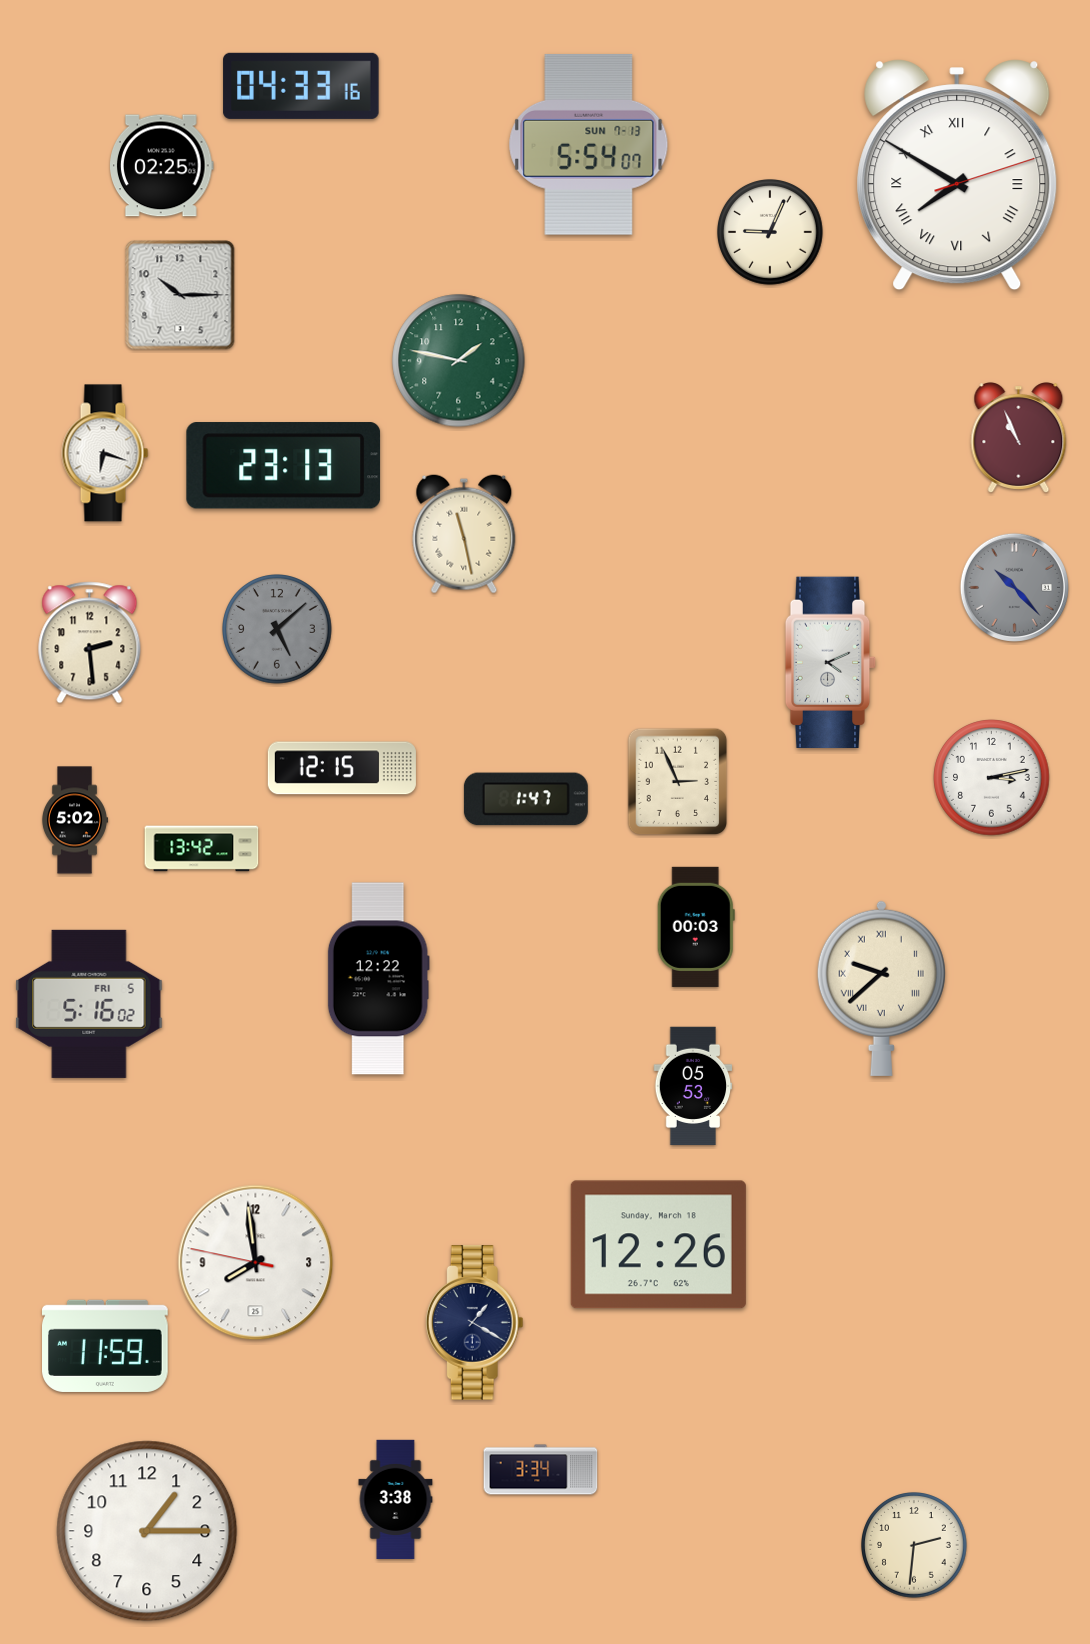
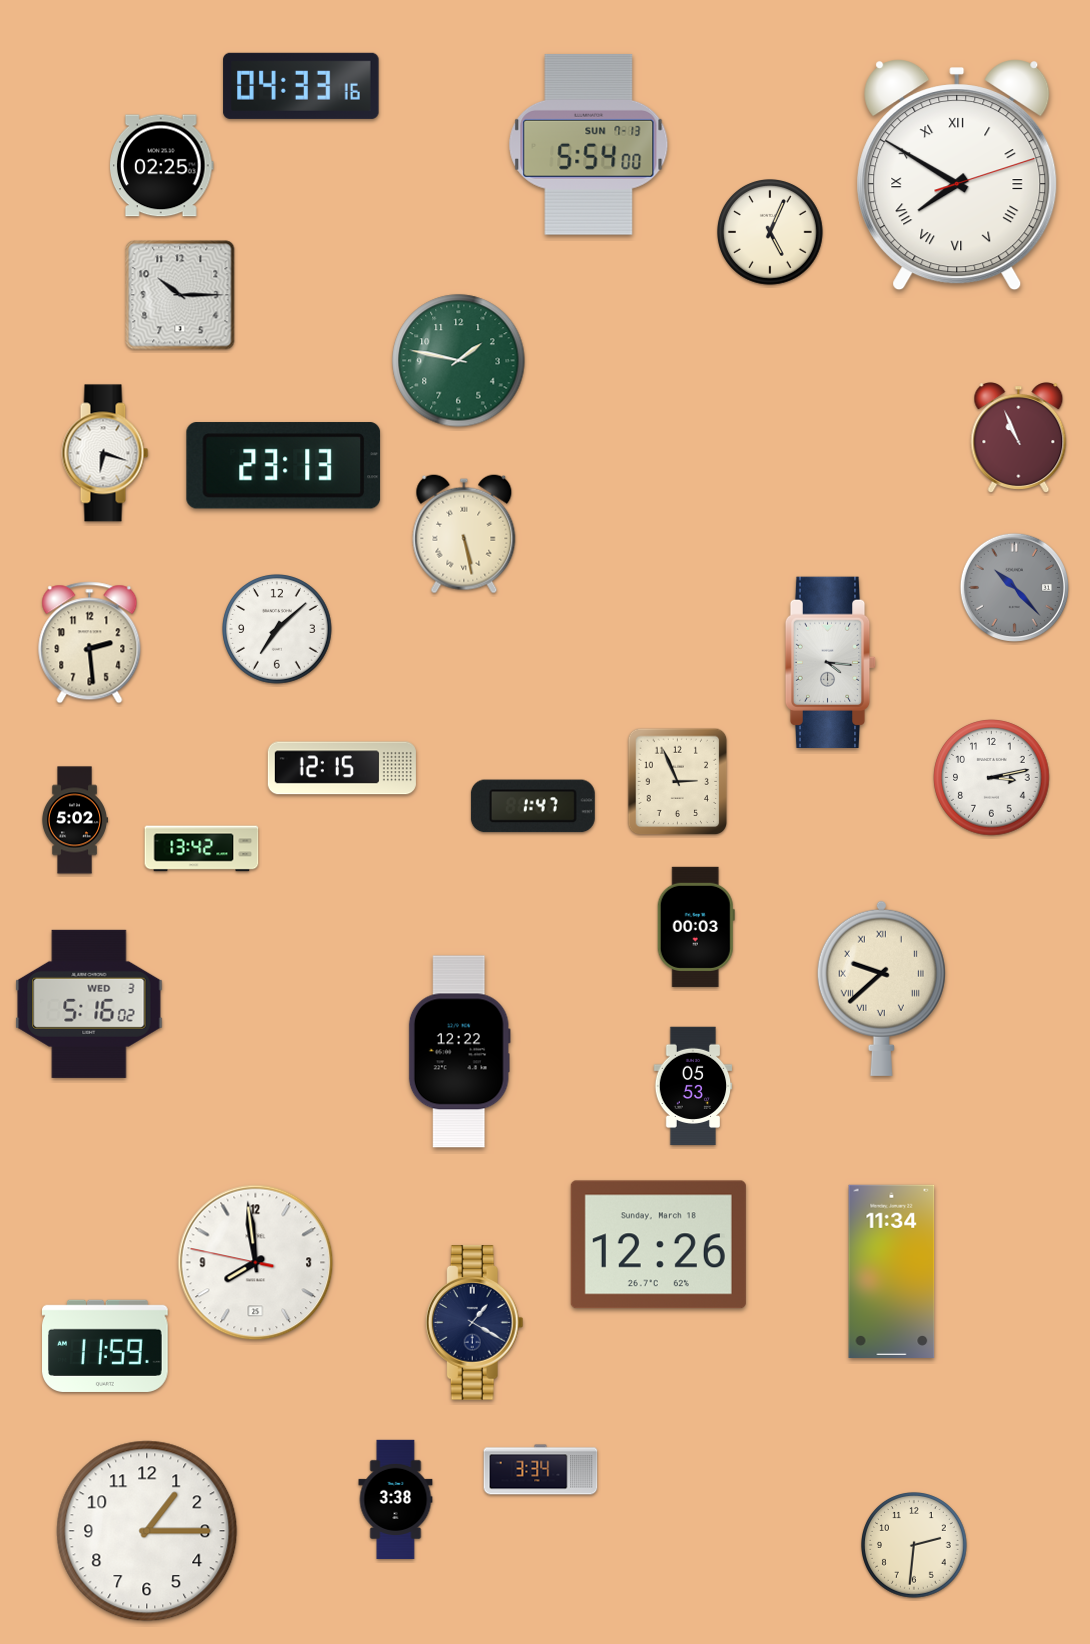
clock at (589, 144): 5:54:07 -> 5:54:00
clock at (771, 233): 9:04 -> 5:04
clock at (464, 534): 11:28 -> 5:28
clock at (278, 630): 5:08 -> 7:08
clock at (278, 630) dial: grey -> white
clock at (831, 662): 4:11 -> 4:16
clock at (526, 799) position: (526, 799) -> (533, 806)
clock at (378, 979) position: (378, 979) -> (459, 1052)
clock at (89, 1004) date: FRI 5 -> WED 3
clock at (892, 1271): none -> 11:34
